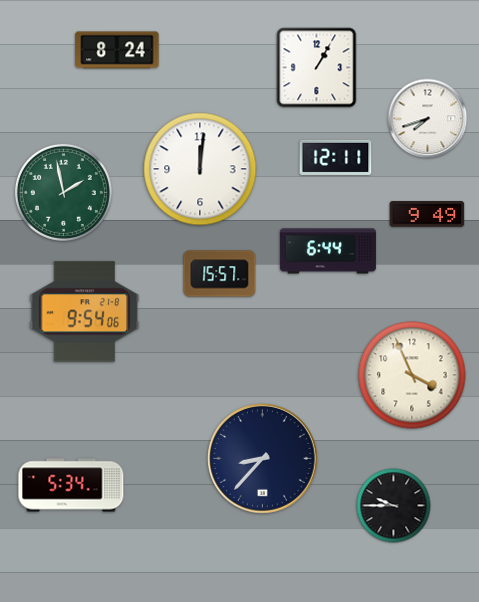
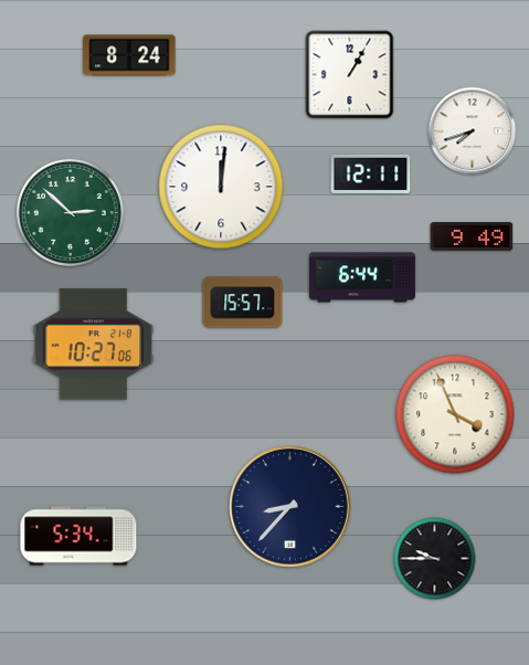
clock at (63, 192): 1:58 -> 2:52
clock at (85, 312): 9:54 -> 10:27
